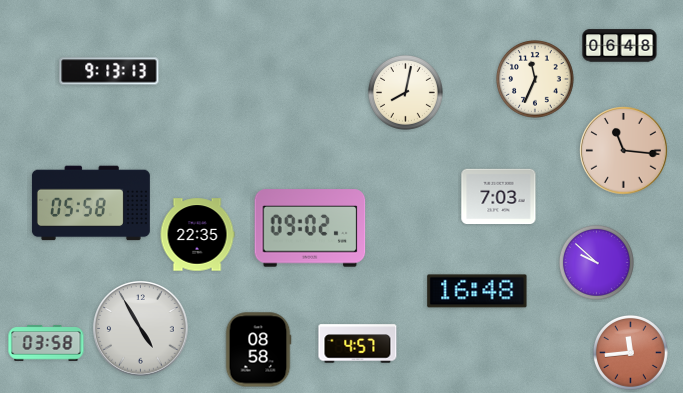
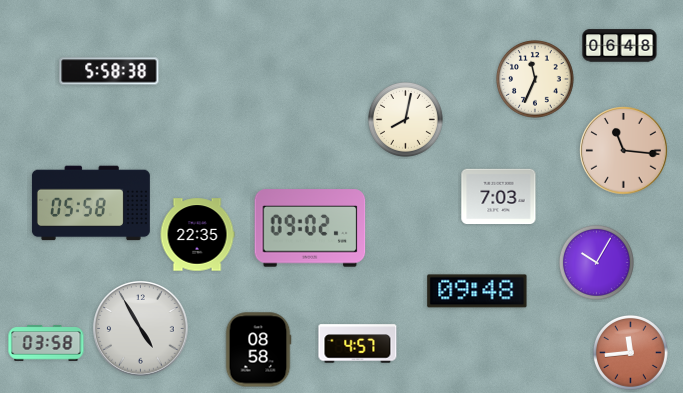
clock at (109, 71): 9:13 -> 5:58
clock at (405, 92) position: (405, 92) -> (405, 119)
clock at (596, 262): 9:52 -> 10:05
clock at (477, 291): 16:48 -> 09:48
